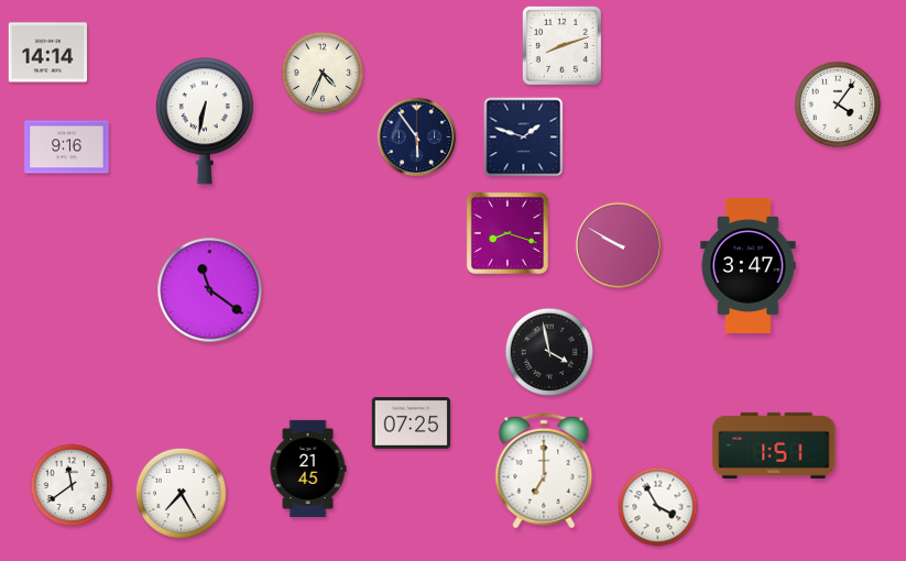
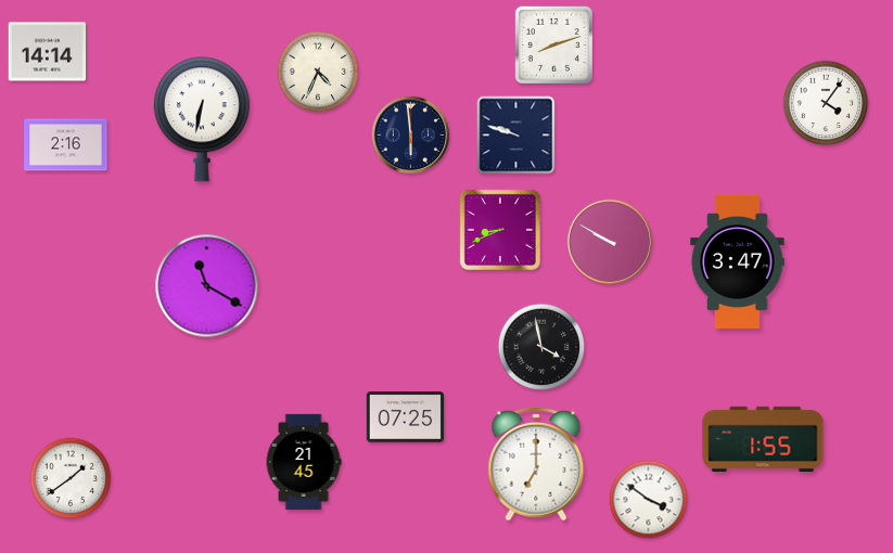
clock at (417, 137): 5:54 -> 5:59
clock at (524, 137): 1:48 -> 9:48
clock at (67, 147): 9:16 -> 2:16
clock at (507, 233): 8:18 -> 8:41
clock at (210, 290): 11:21 -> 11:20
clock at (774, 446): 1:51 -> 1:55
clock at (72, 485): 11:39 -> 1:39
clock at (181, 493): 7:25 -> none
clock at (658, 507): 3:55 -> 3:51
